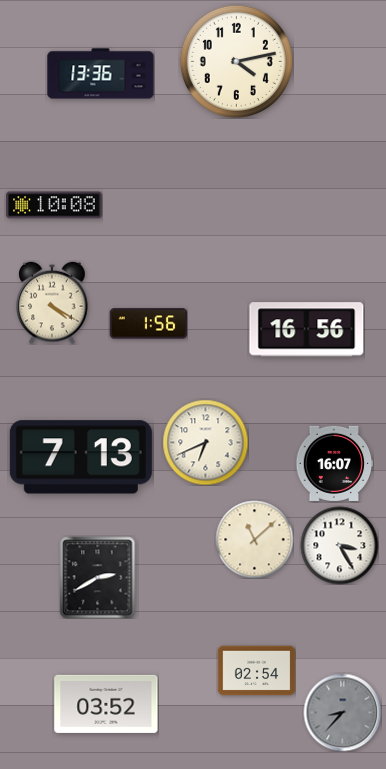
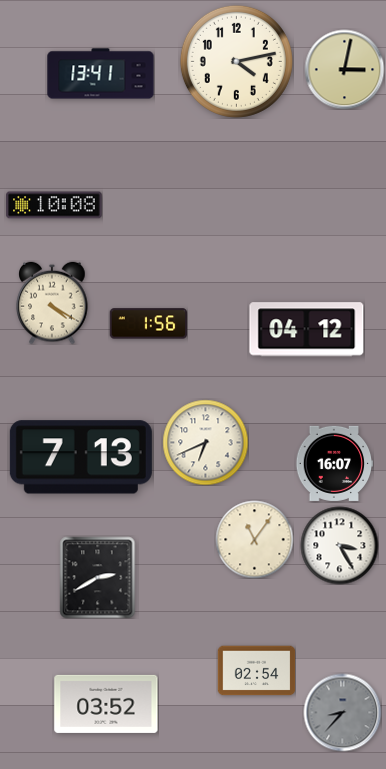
clock at (344, 69): none -> 3:02
clock at (101, 74): 13:36 -> 13:41
clock at (307, 330): 16:56 -> 04:12
clock at (254, 539): 11:08 -> 11:06
